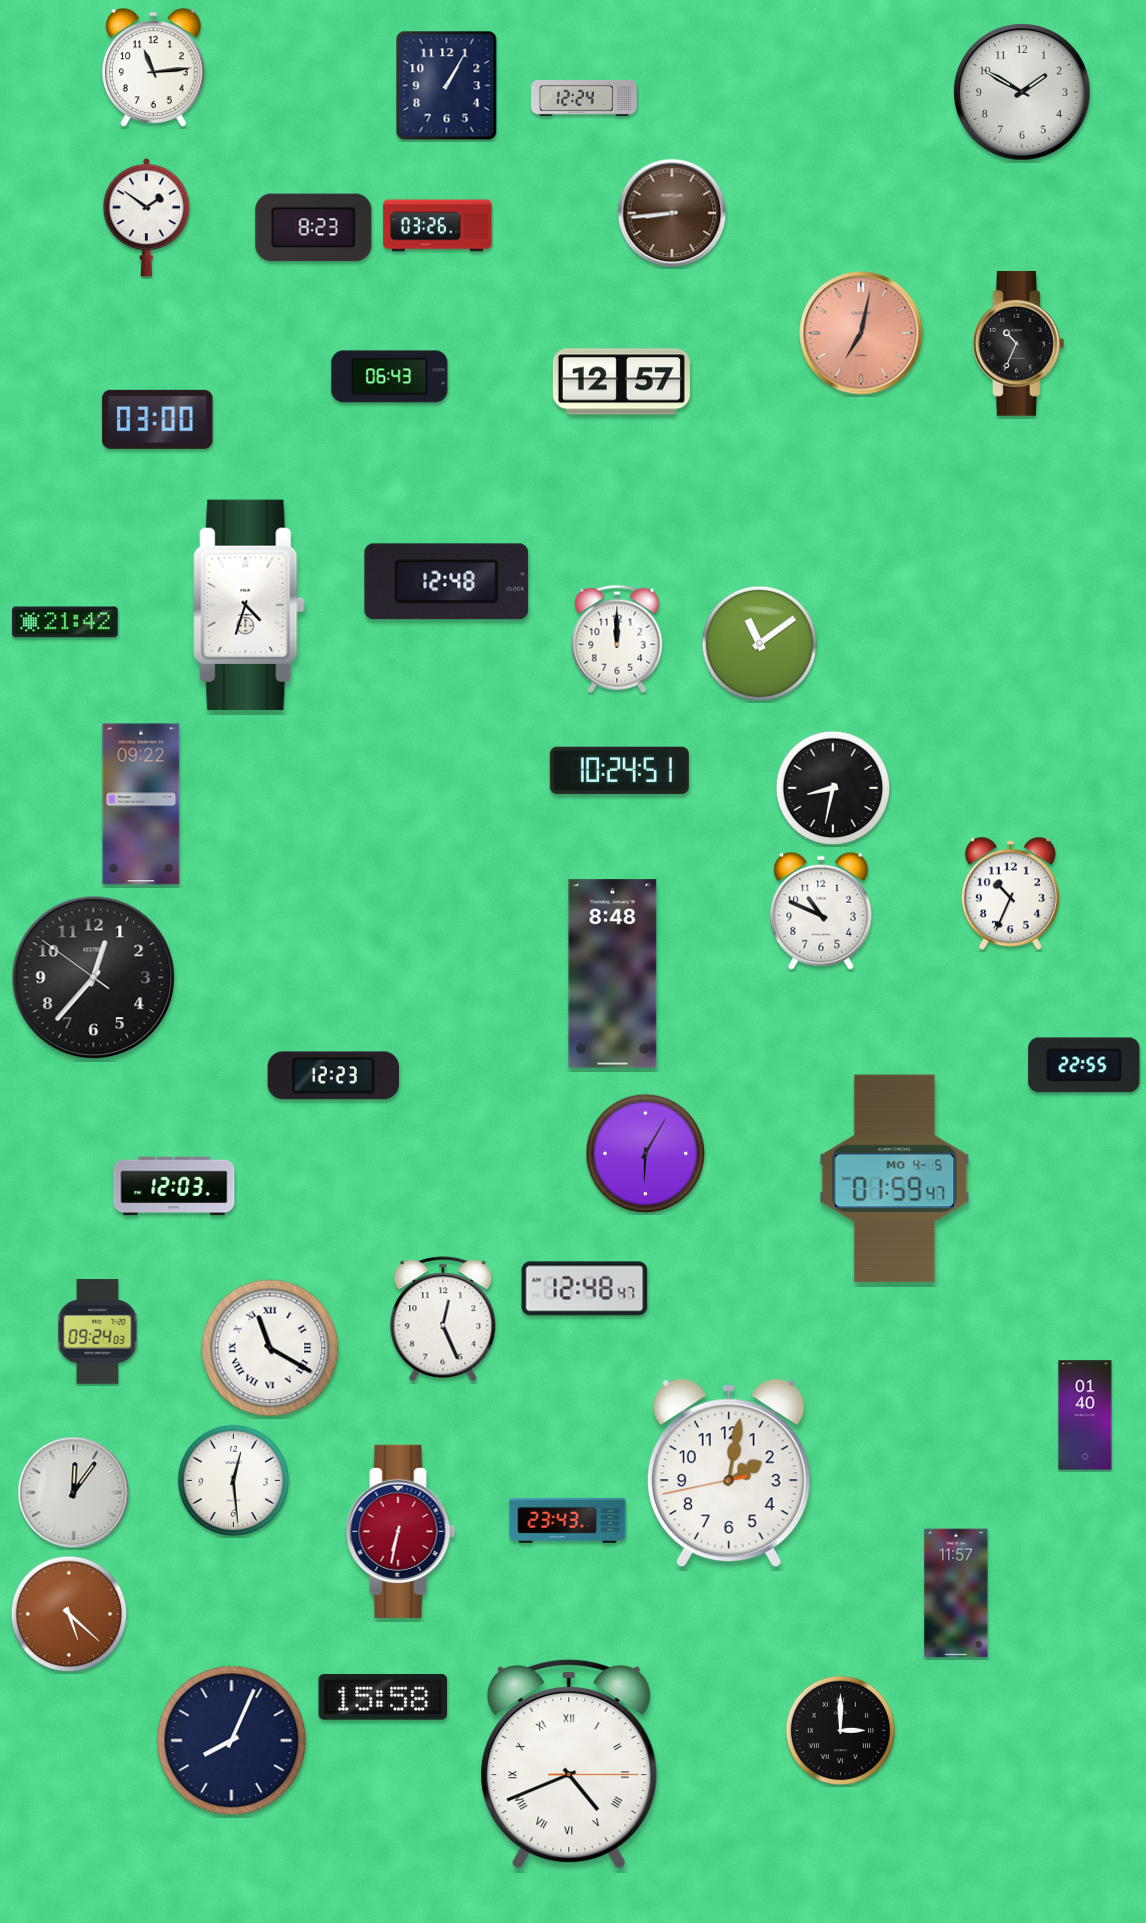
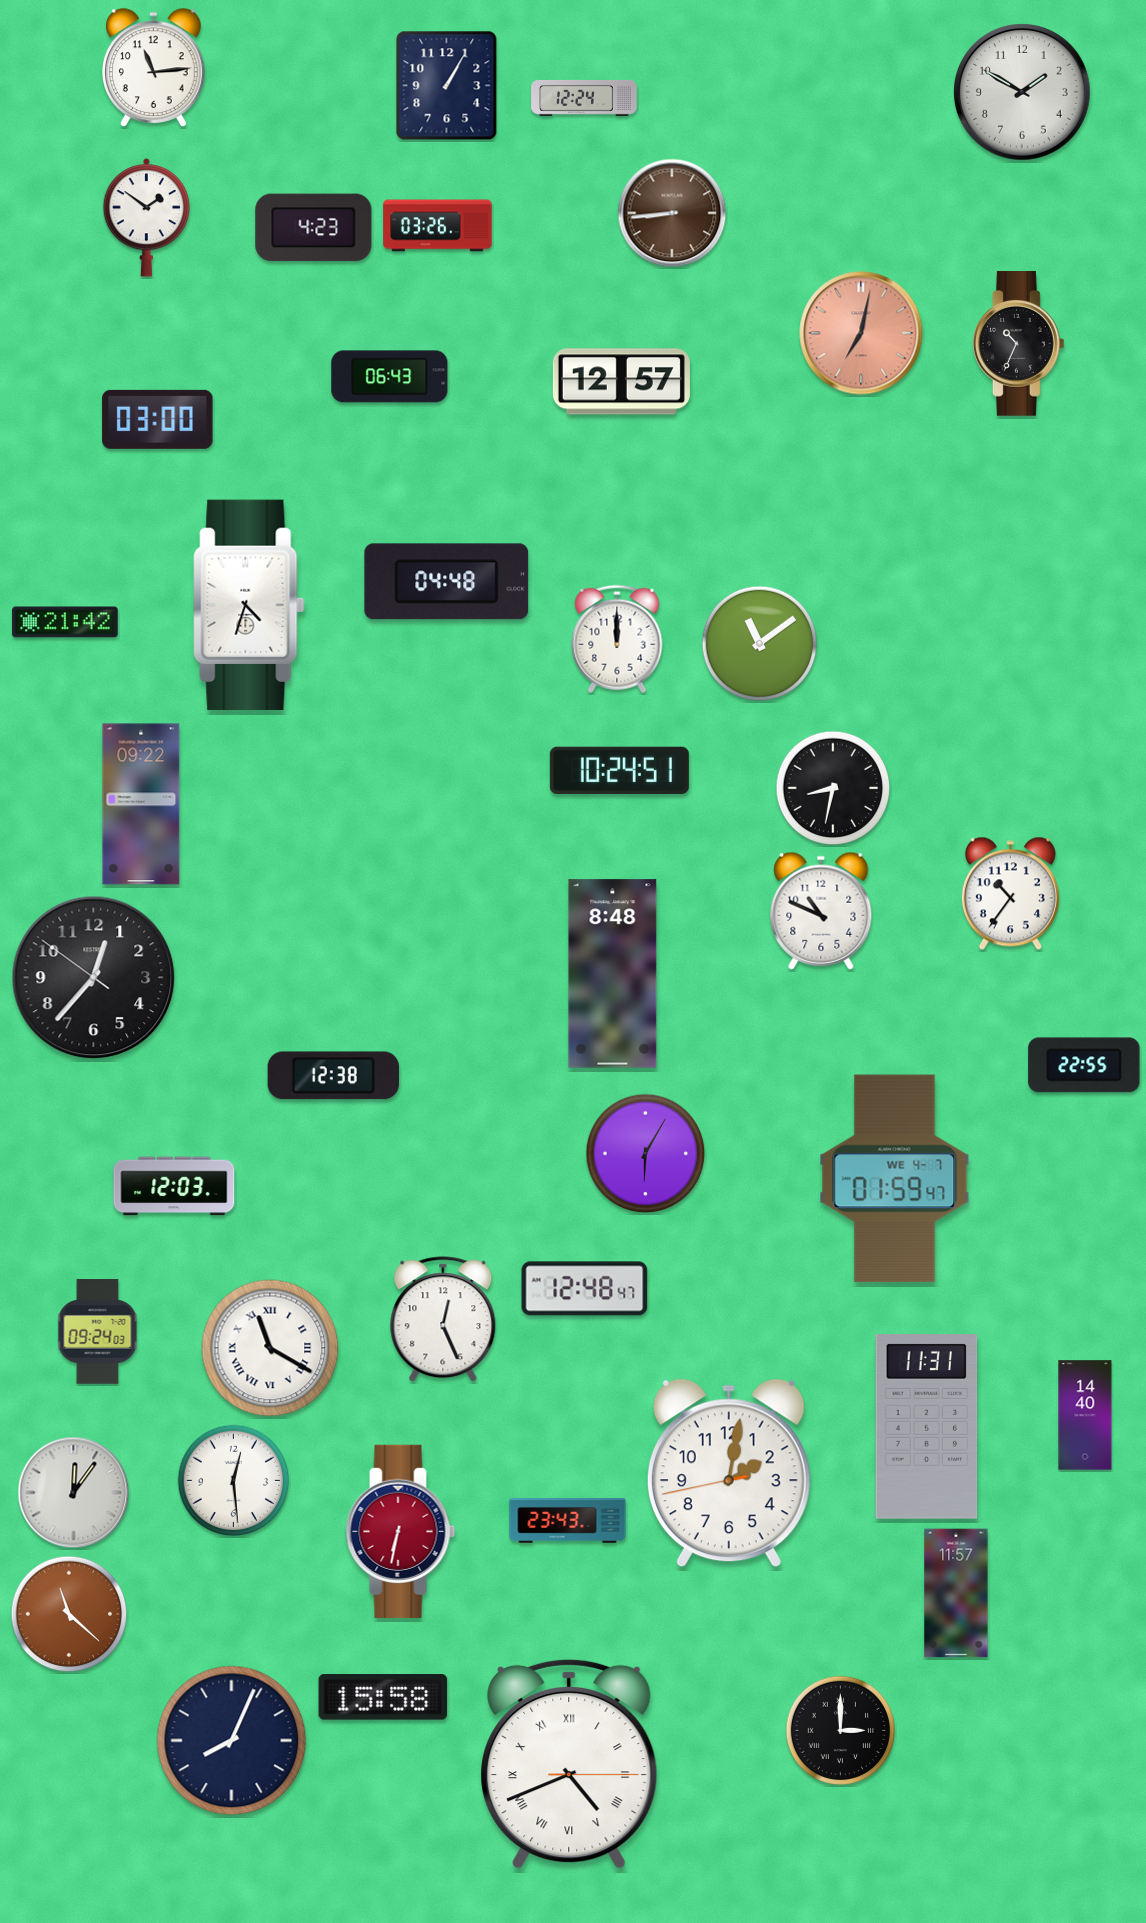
clock at (314, 228): 8:23 -> 4:23
clock at (447, 582): 12:48 -> 04:48
clock at (1010, 894): 10:34 -> 10:36
clock at (333, 1076): 12:23 -> 12:38
clock at (895, 1179) date: MO 4-5 -> WE 4-7
clock at (1085, 1415): 01:40 -> 14:40
clock at (927, 1427): none -> 11:31
clock at (69, 1614): 5:22 -> 11:22
